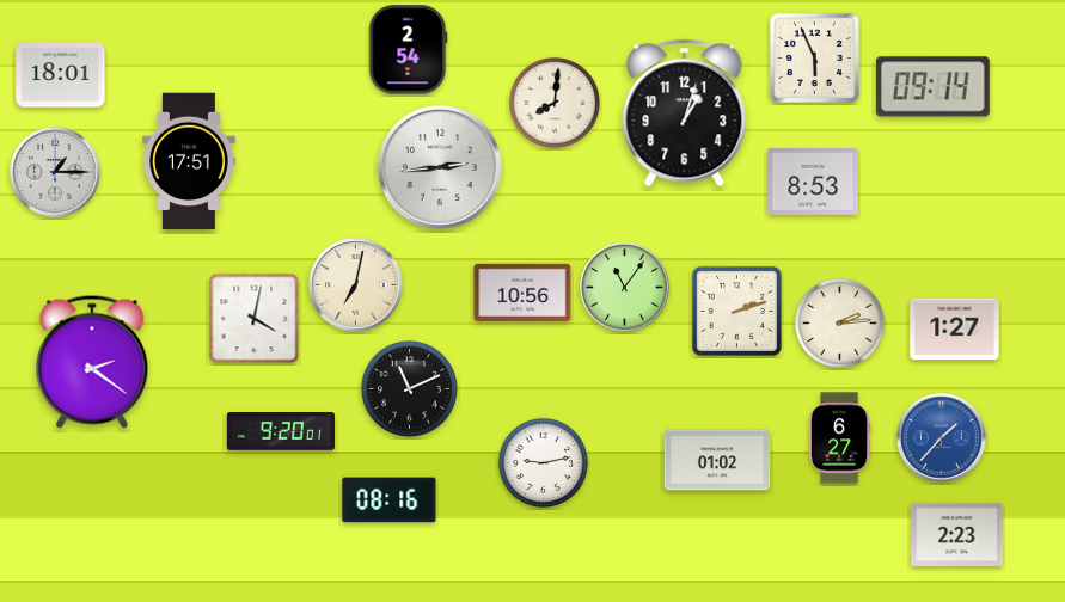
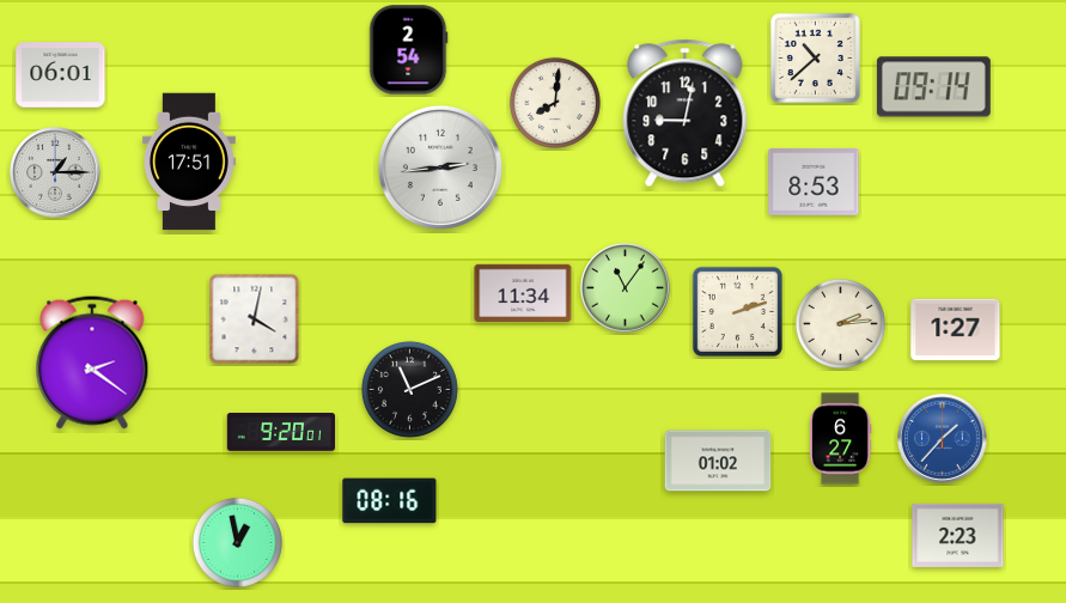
clock at (814, 57): 5:56 -> 10:38
clock at (61, 75): 18:01 -> 06:01
clock at (685, 113): 1:03 -> 9:02
clock at (356, 285): 7:02 -> none
clock at (522, 291): 10:56 -> 11:34
clock at (543, 462): 9:13 -> none
clock at (237, 542): none -> 12:58
